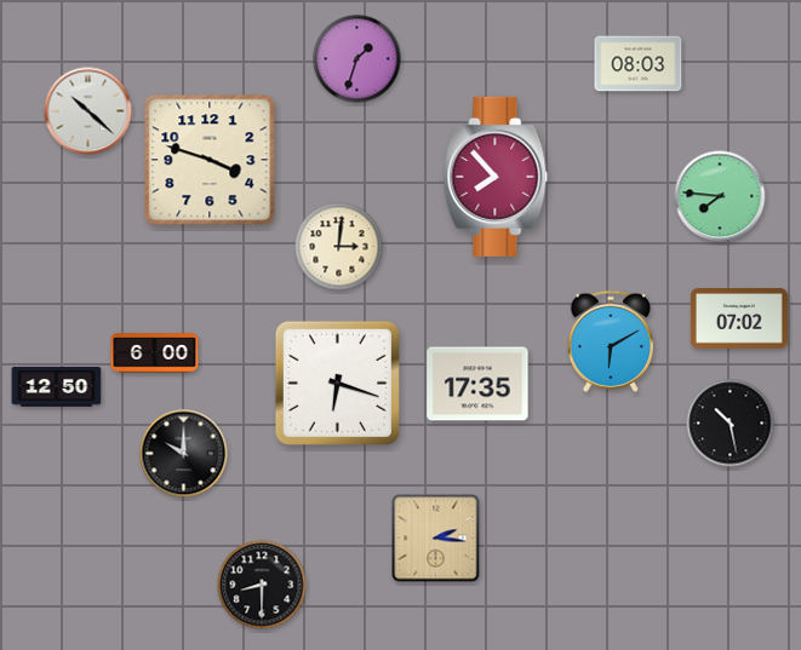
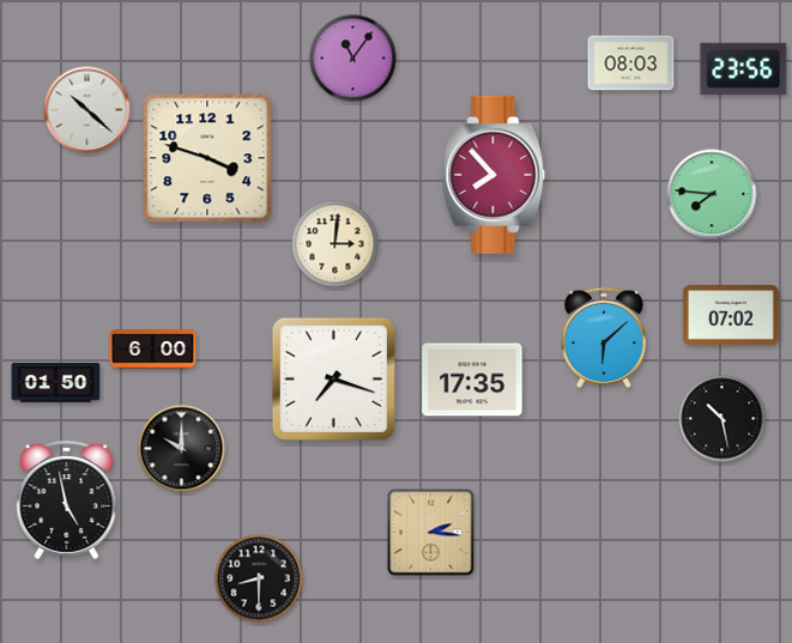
clock at (357, 59): 1:33 -> 11:06
clock at (744, 68): none -> 23:56
clock at (496, 177) position: (496, 177) -> (494, 175)
clock at (610, 341): 6:10 -> 6:08
clock at (337, 382): 6:18 -> 7:18
clock at (57, 387): 12:50 -> 01:50
clock at (67, 501): none -> 4:58
